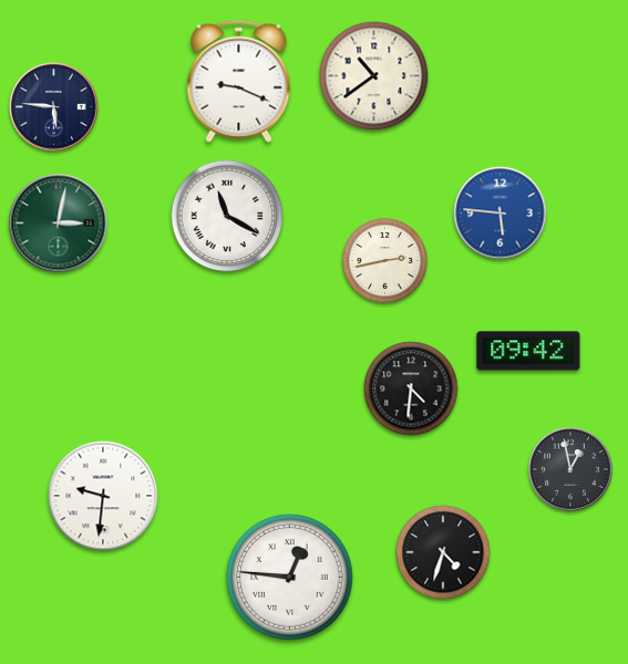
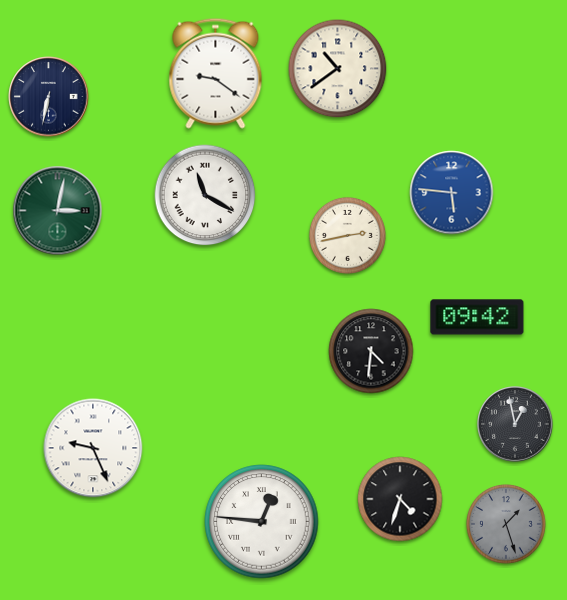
clock at (239, 81): 9:19 -> 9:21
clock at (54, 107): 5:46 -> 6:32
clock at (59, 224) position: (59, 224) -> (58, 211)
clock at (103, 496): 9:31 -> 9:26
clock at (507, 525): none -> 1:27
